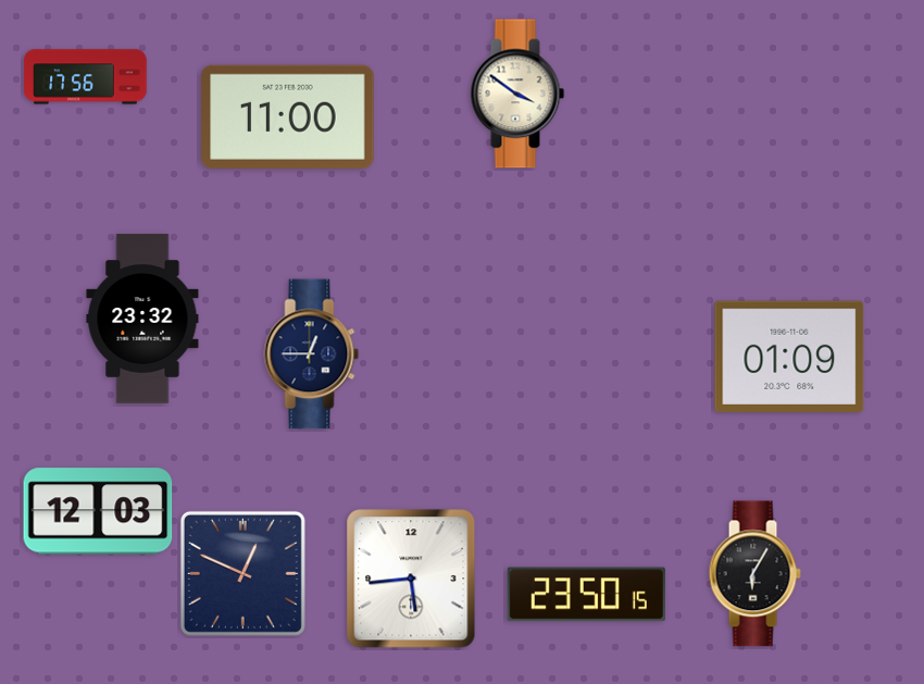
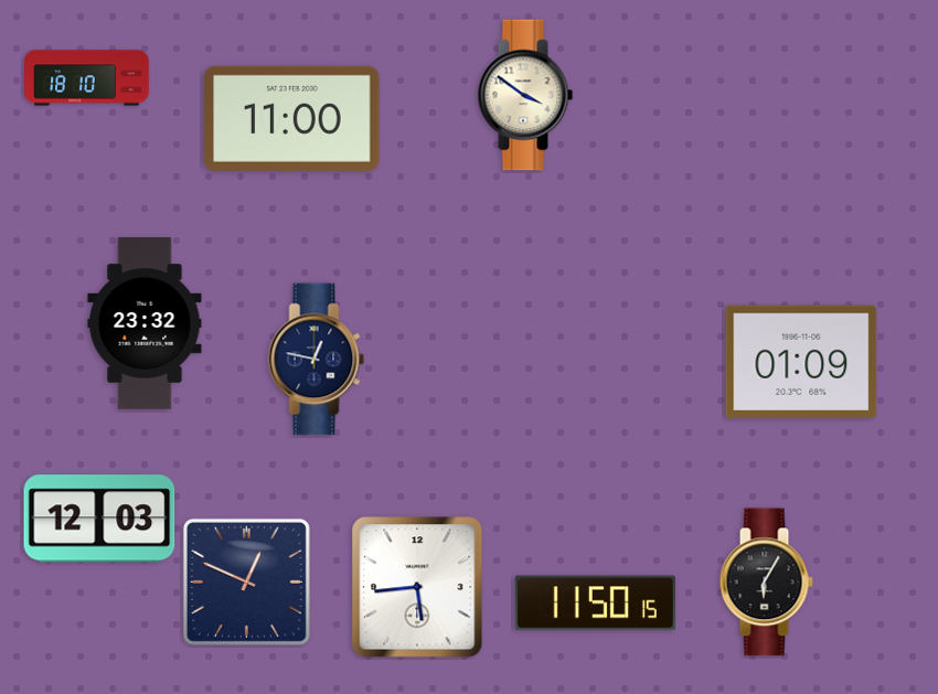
clock at (86, 77): 17:56 -> 18:10
clock at (312, 355): 12:45 -> 12:47
clock at (586, 595): 23:50 -> 11:50
